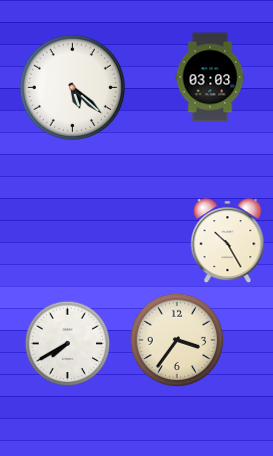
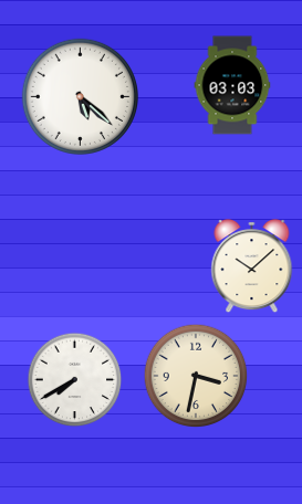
clock at (228, 242): 10:25 -> 10:08
clock at (177, 340): 3:36 -> 3:32
